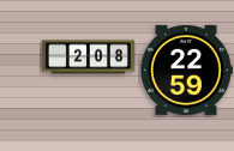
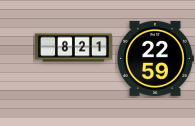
clock at (88, 58): 2:08 -> 8:21
